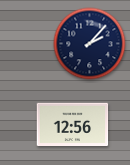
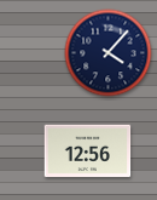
clock at (90, 44): 2:07 -> 4:07
